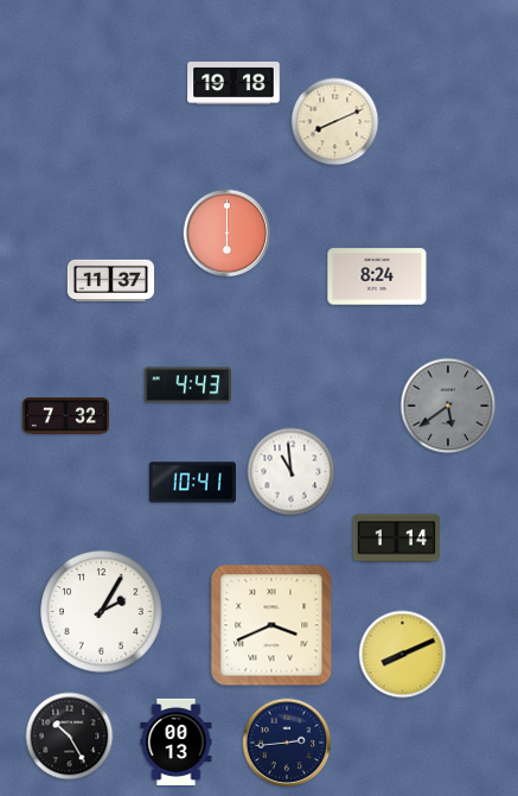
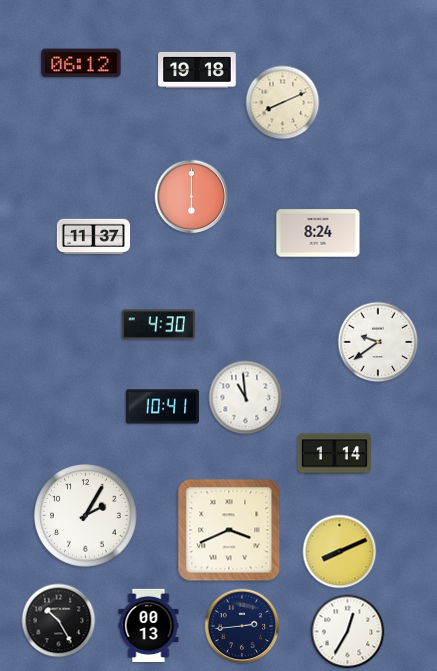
clock at (81, 63): none -> 06:12
clock at (187, 386): 4:43 -> 4:30
clock at (448, 406): 5:39 -> 9:39
clock at (448, 406) dial: grey -> white
clock at (65, 416): 7:32 -> none
clock at (271, 625) position: (271, 625) -> (229, 530)
clock at (348, 632): none -> 12:35
